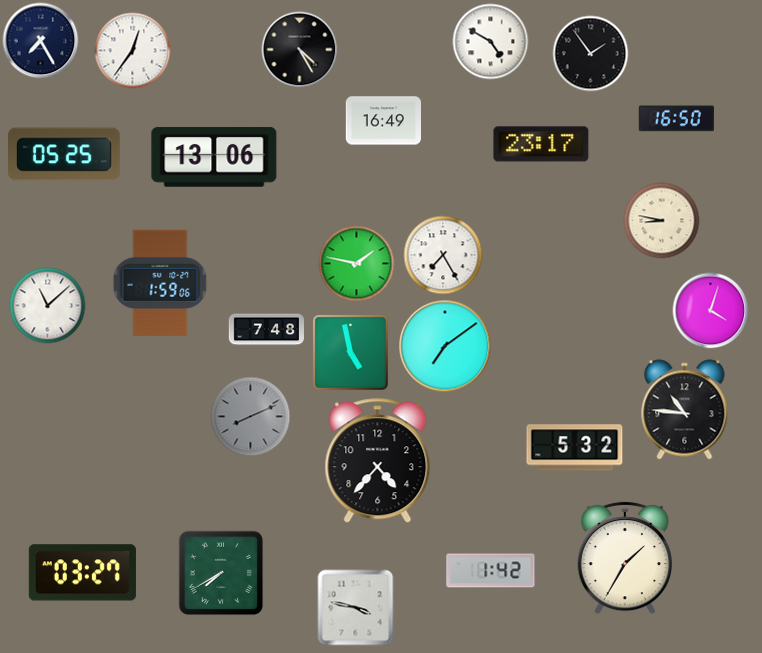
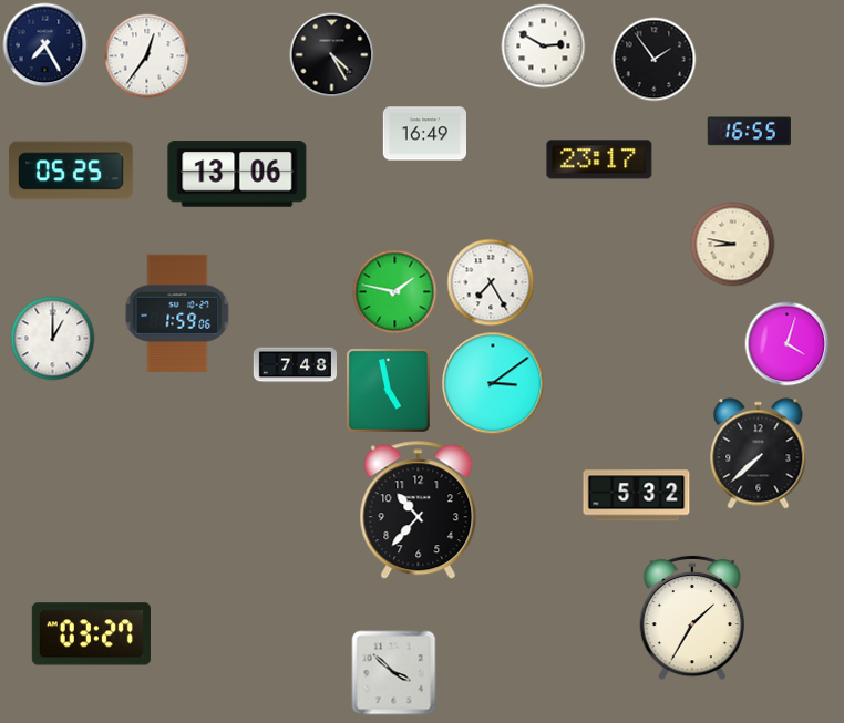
clock at (491, 42): 4:50 -> 2:50
clock at (676, 119): 16:50 -> 16:55
clock at (48, 306): 11:08 -> 1:00
clock at (445, 346): 7:09 -> 3:09
clock at (685, 410): 10:46 -> 7:38
clock at (251, 417): 8:11 -> none
clock at (378, 461): 4:37 -> 10:37
clock at (491, 571): 1:42 -> none
clock at (221, 573): 7:40 -> none
clock at (356, 608): 3:47 -> 3:52
